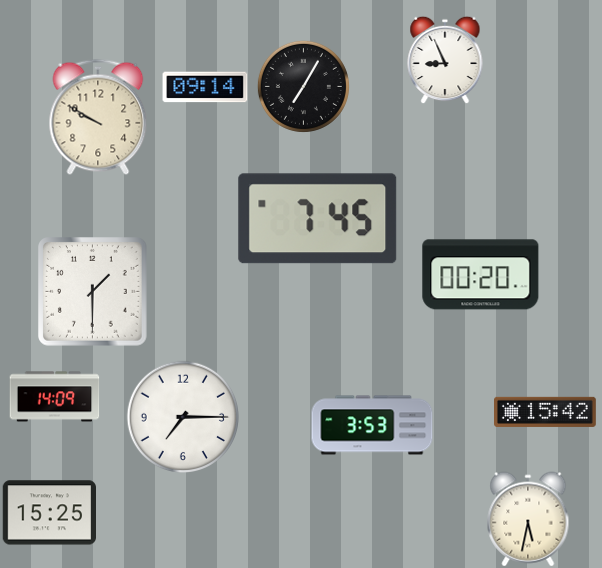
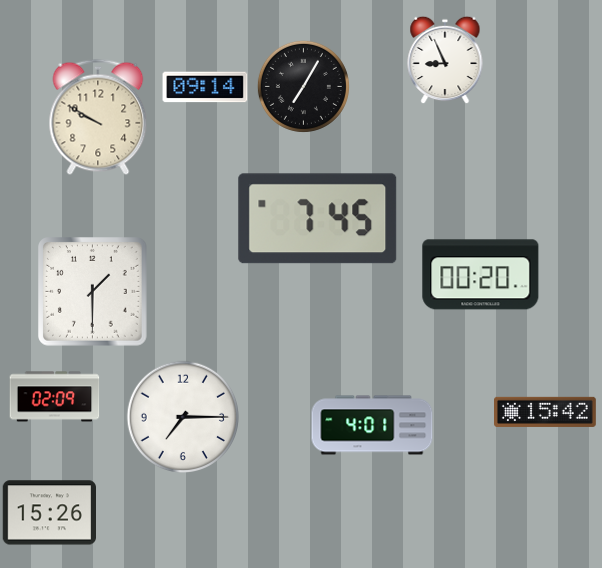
clock at (55, 397): 14:09 -> 02:09
clock at (372, 425): 3:53 -> 4:01
clock at (50, 513): 15:25 -> 15:26
clock at (528, 519): 5:32 -> none
